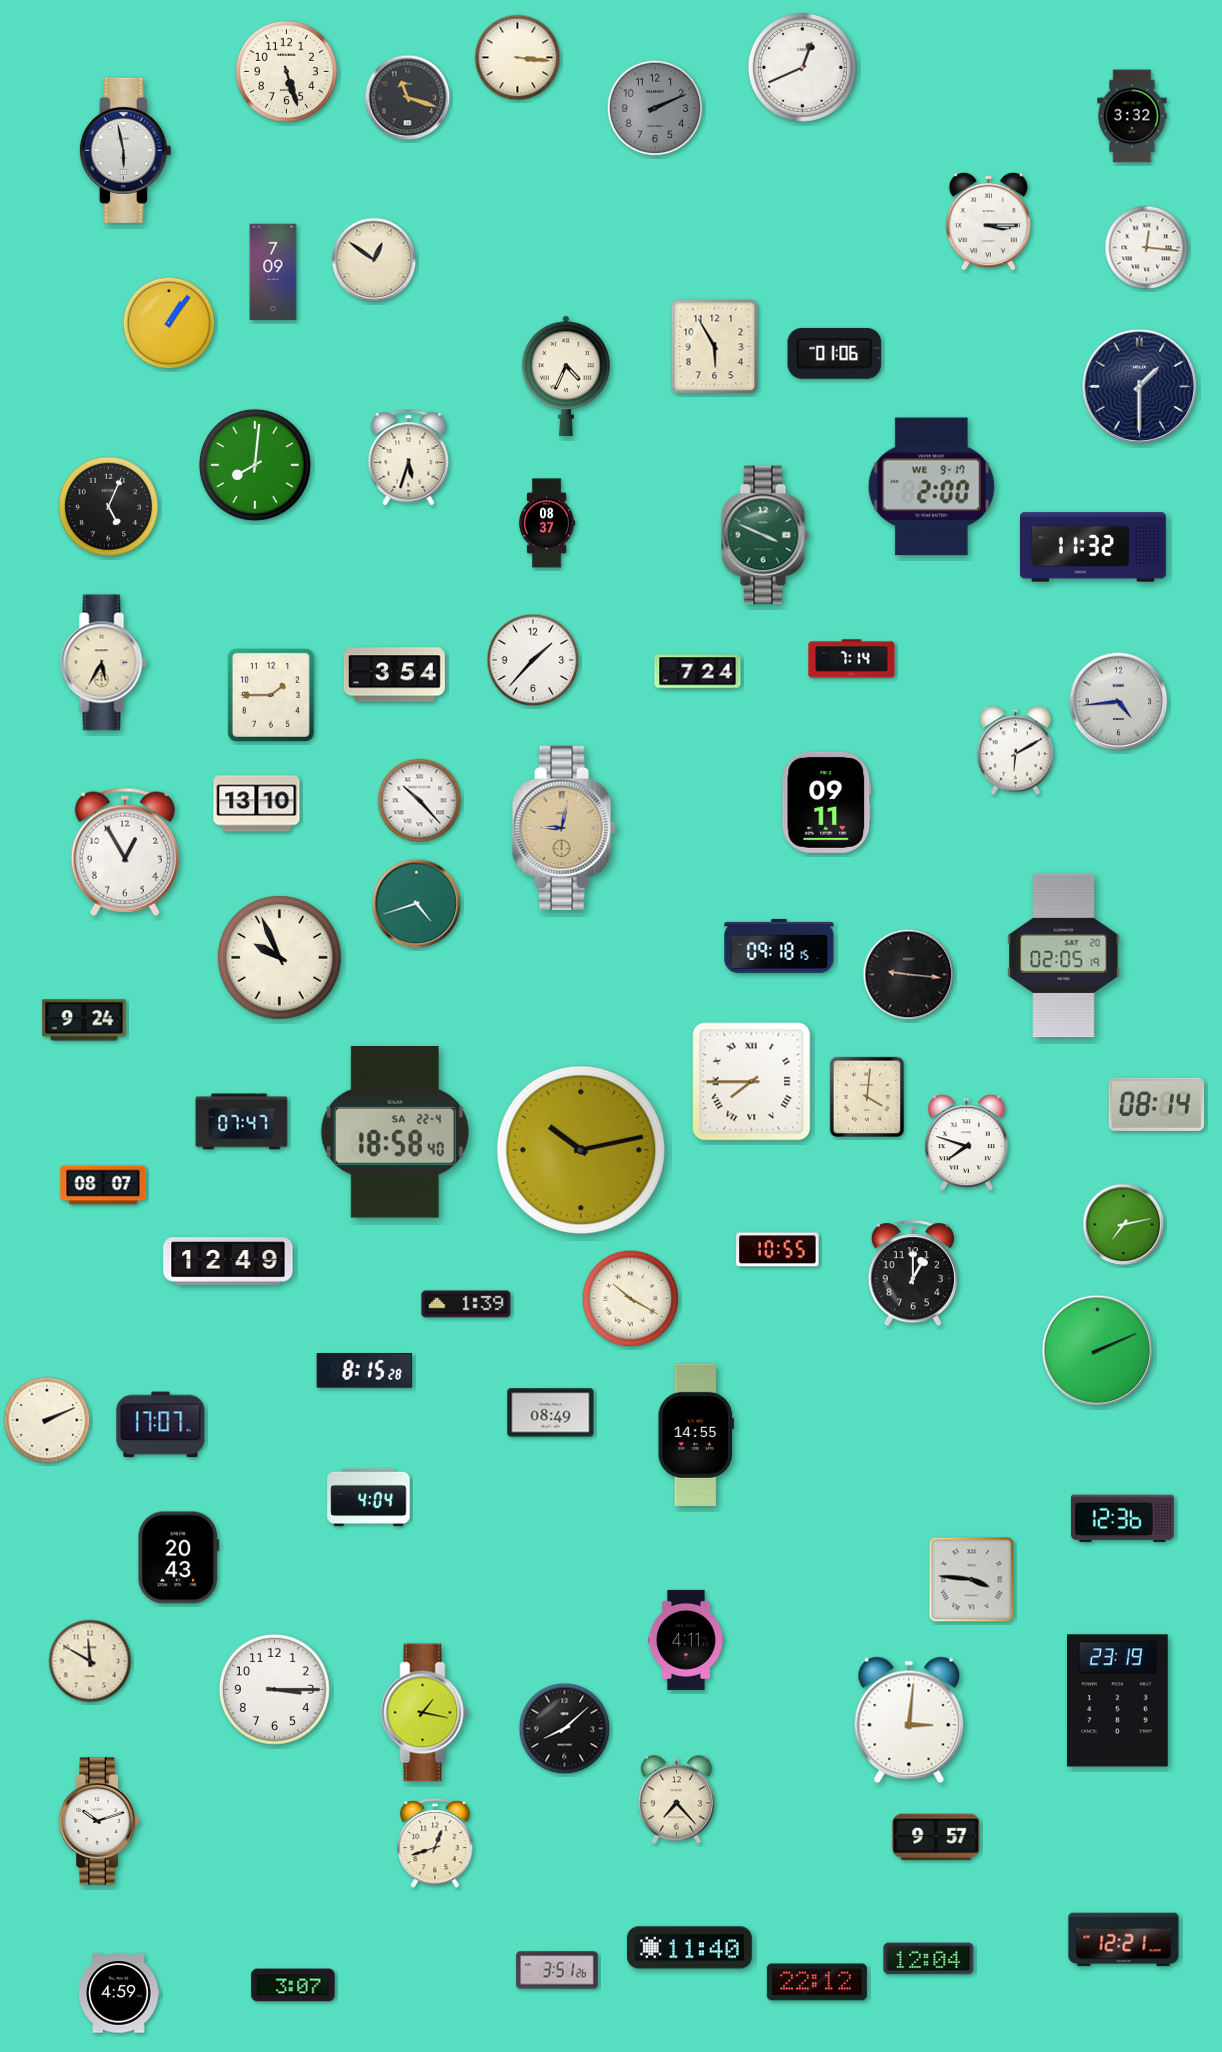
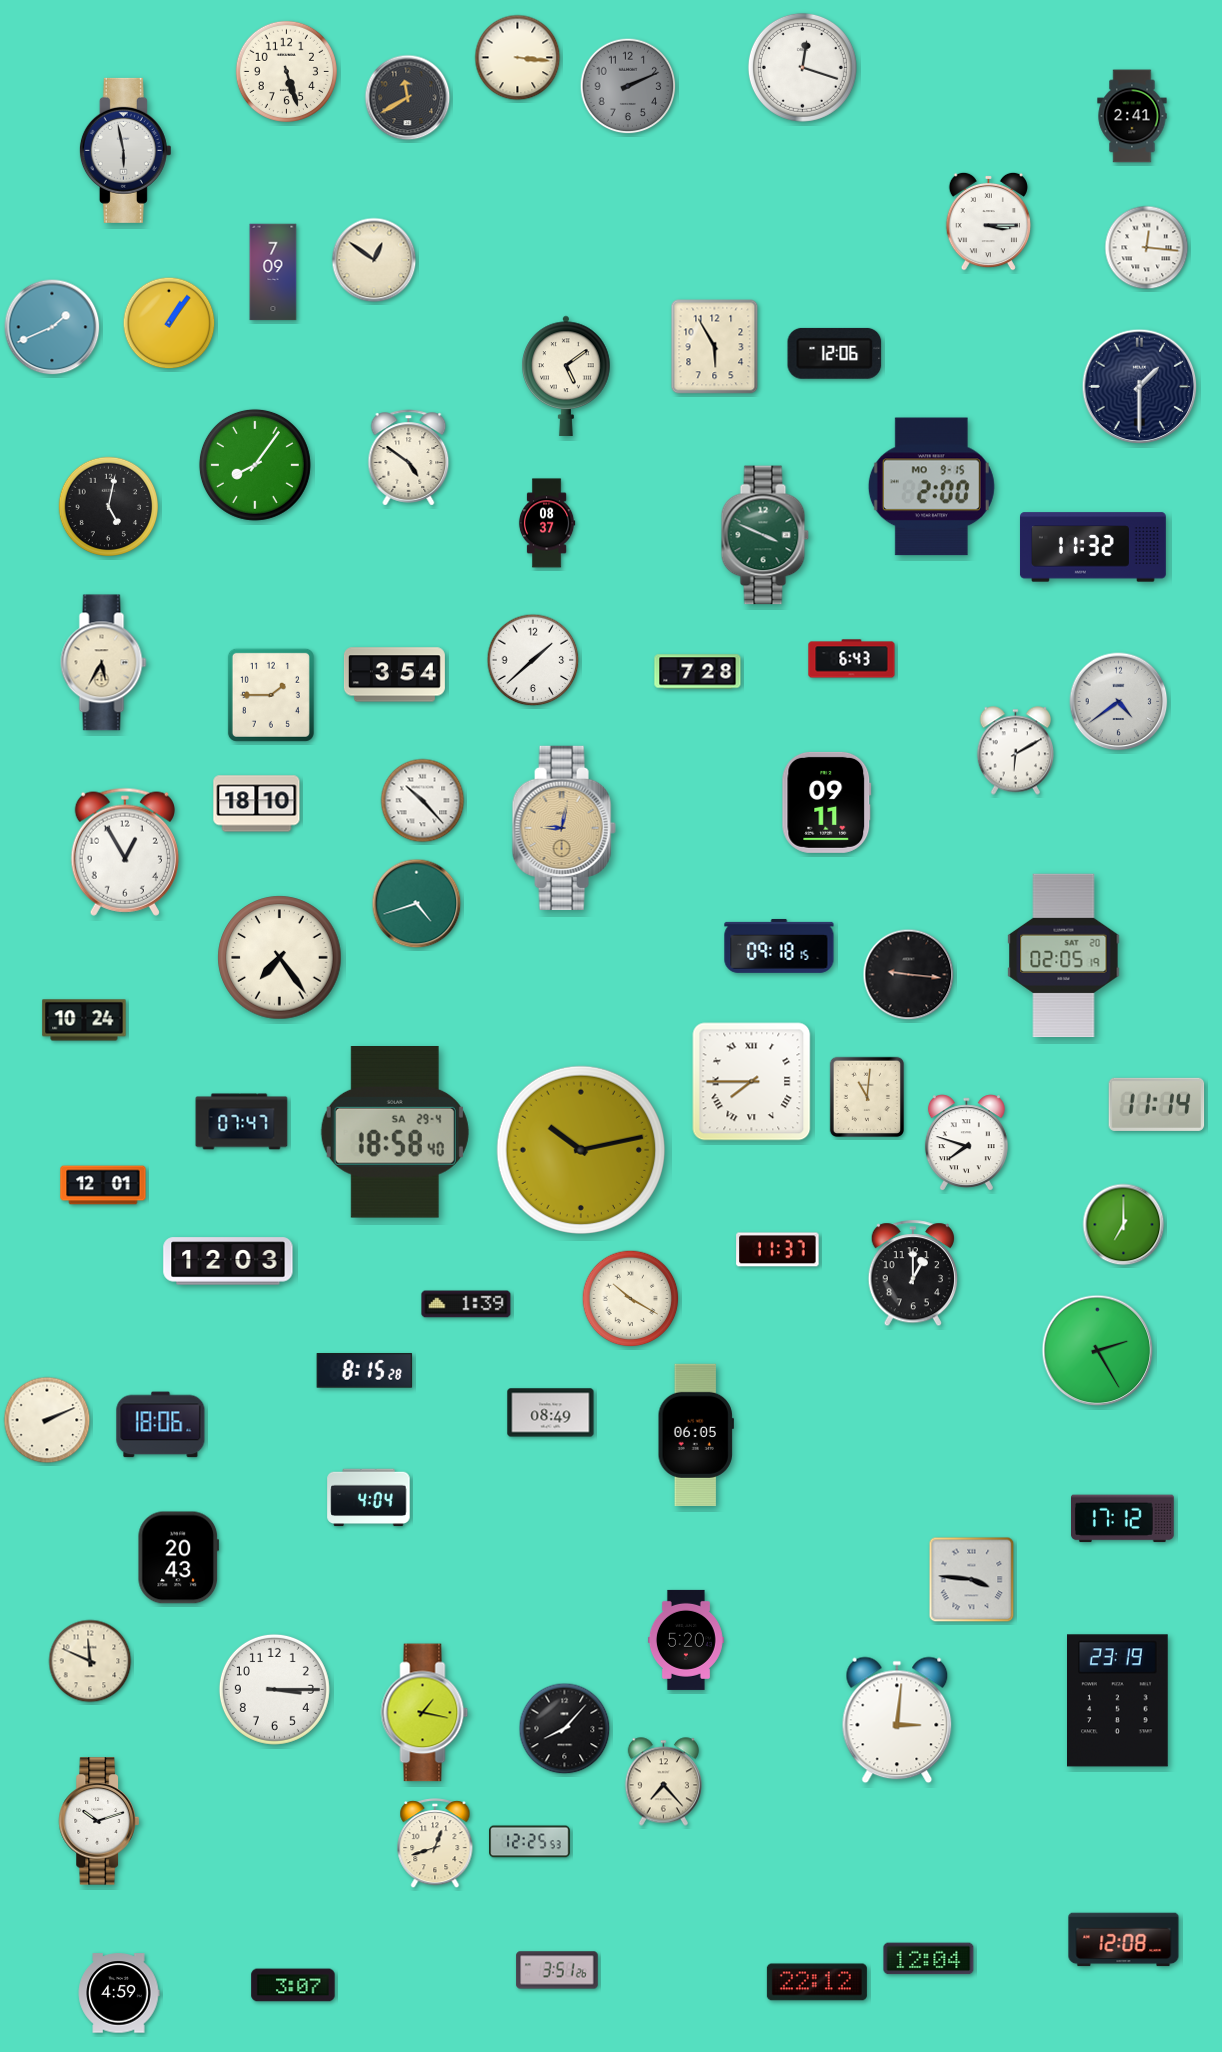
clock at (802, 67): 12:41 -> 12:18
clock at (408, 98): 11:18 -> 11:40
clock at (655, 108) position: (655, 108) -> (628, 86)
clock at (1132, 116): 3:32 -> 2:41
clock at (52, 327): none -> 1:41
clock at (835, 353): 01:06 -> 12:06
clock at (566, 376): 4:34 -> 5:09
clock at (409, 458): 5:33 -> 4:51
clock at (255, 465): 8:01 -> 8:06
clock at (931, 487) date: WE 9-17 -> MO 9-15
clock at (109, 507): 5:04 -> 5:02
clock at (852, 659): 7:14 -> 6:43
clock at (533, 660): 1:37 -> 1:38
clock at (698, 672): 7:24 -> 7:28
clock at (1119, 702): 4:44 -> 4:39
clock at (420, 801) position: (420, 801) -> (423, 801)
clock at (257, 804): 13:10 -> 18:10
clock at (280, 958): 9:56 -> 7:24
clock at (84, 1020): 9:24 -> 10:24
clock at (866, 1096): 4:01 -> 11:01
clock at (1157, 1104): 08:14 -> 11:14
clock at (395, 1133) date: SA 22-4 -> SA 29-4
clock at (103, 1185): 08:07 -> 12:01
clock at (1124, 1225): 7:13 -> 7:00
clock at (778, 1250): 10:55 -> 11:37
clock at (228, 1261): 12:49 -> 12:03
clock at (1098, 1351): 2:11 -> 2:25
clock at (161, 1425): 17:07 -> 18:06
clock at (696, 1435): 14:55 -> 06:05
clock at (1123, 1519): 12:36 -> 17:12
clock at (686, 1640): 4:11 -> 5:20
clock at (90, 1661): 11:50 -> 11:49
clock at (909, 1720) position: (909, 1720) -> (897, 1720)
clock at (565, 1729): 8:08 -> 8:07
clock at (676, 1800) position: (676, 1800) -> (663, 1782)
clock at (936, 1837): 9:57 -> none
clock at (530, 1842): none -> 12:25
clock at (1124, 1940): 12:21 -> 12:08
clock at (690, 1948): 11:40 -> none
